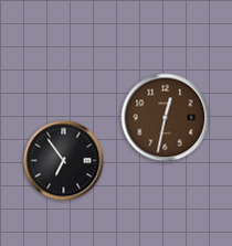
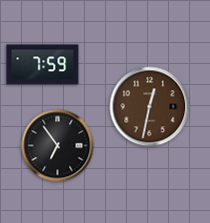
clock at (43, 65): none -> 7:59
